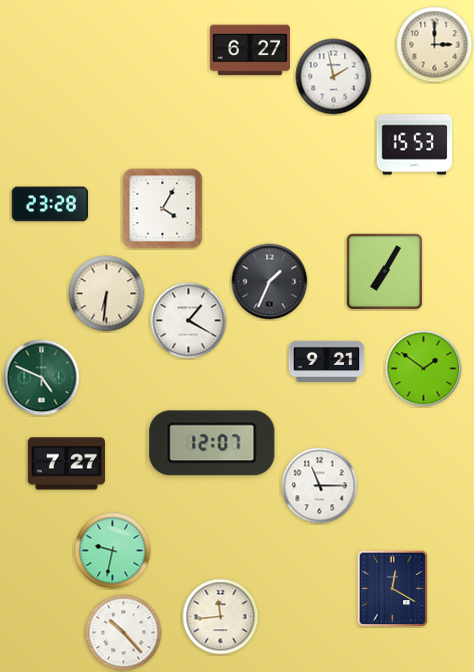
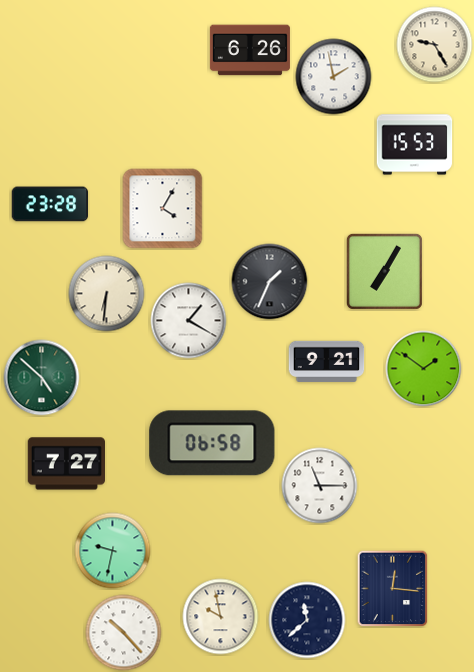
clock at (435, 45): 3:00 -> 9:25
clock at (250, 50): 6:27 -> 6:26
clock at (42, 378): 4:49 -> 4:52
clock at (212, 443): 12:07 -> 06:58
clock at (393, 589): 12:20 -> 12:16
clock at (221, 617): 11:44 -> 9:58
clock at (307, 620): none -> 11:38
